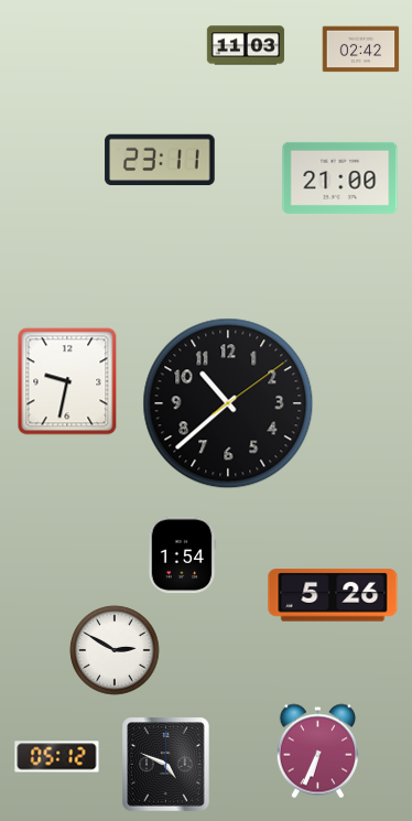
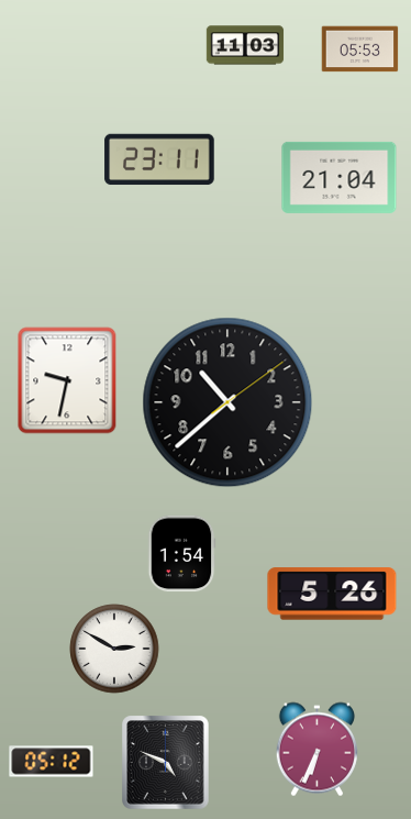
clock at (361, 50): 02:42 -> 05:53
clock at (340, 177): 21:00 -> 21:04
clock at (57, 757) position: (57, 757) -> (52, 762)
